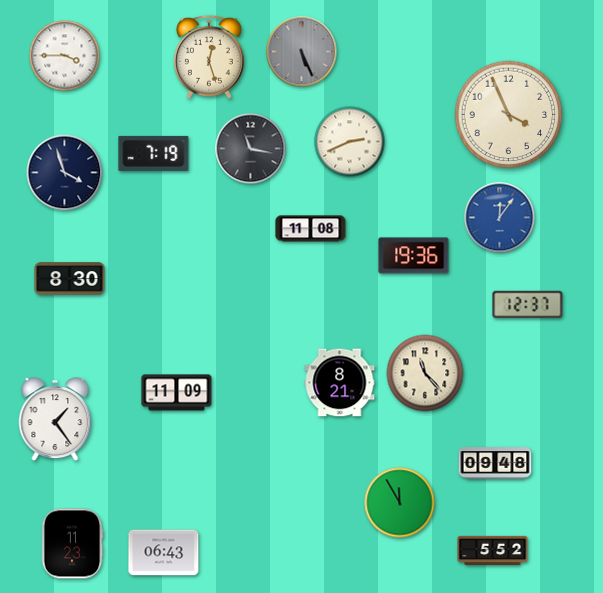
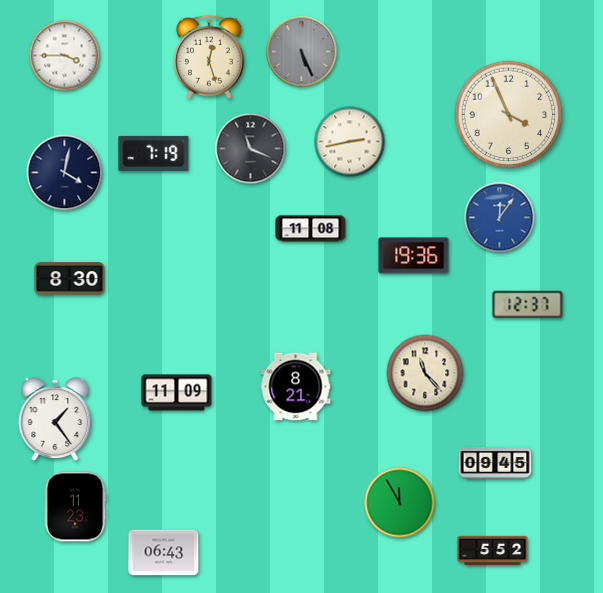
clock at (350, 142): 2:41 -> 2:43
clock at (251, 149): 11:17 -> 11:19
clock at (65, 173): 3:57 -> 4:02
clock at (340, 383) position: (340, 383) -> (296, 387)
clock at (495, 463): 09:48 -> 09:45
clock at (72, 544) position: (72, 544) -> (75, 507)
